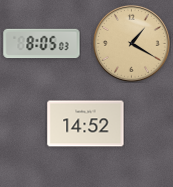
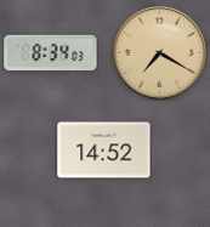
clock at (131, 43): 1:20 -> 7:20
clock at (42, 44): 8:05 -> 8:34
